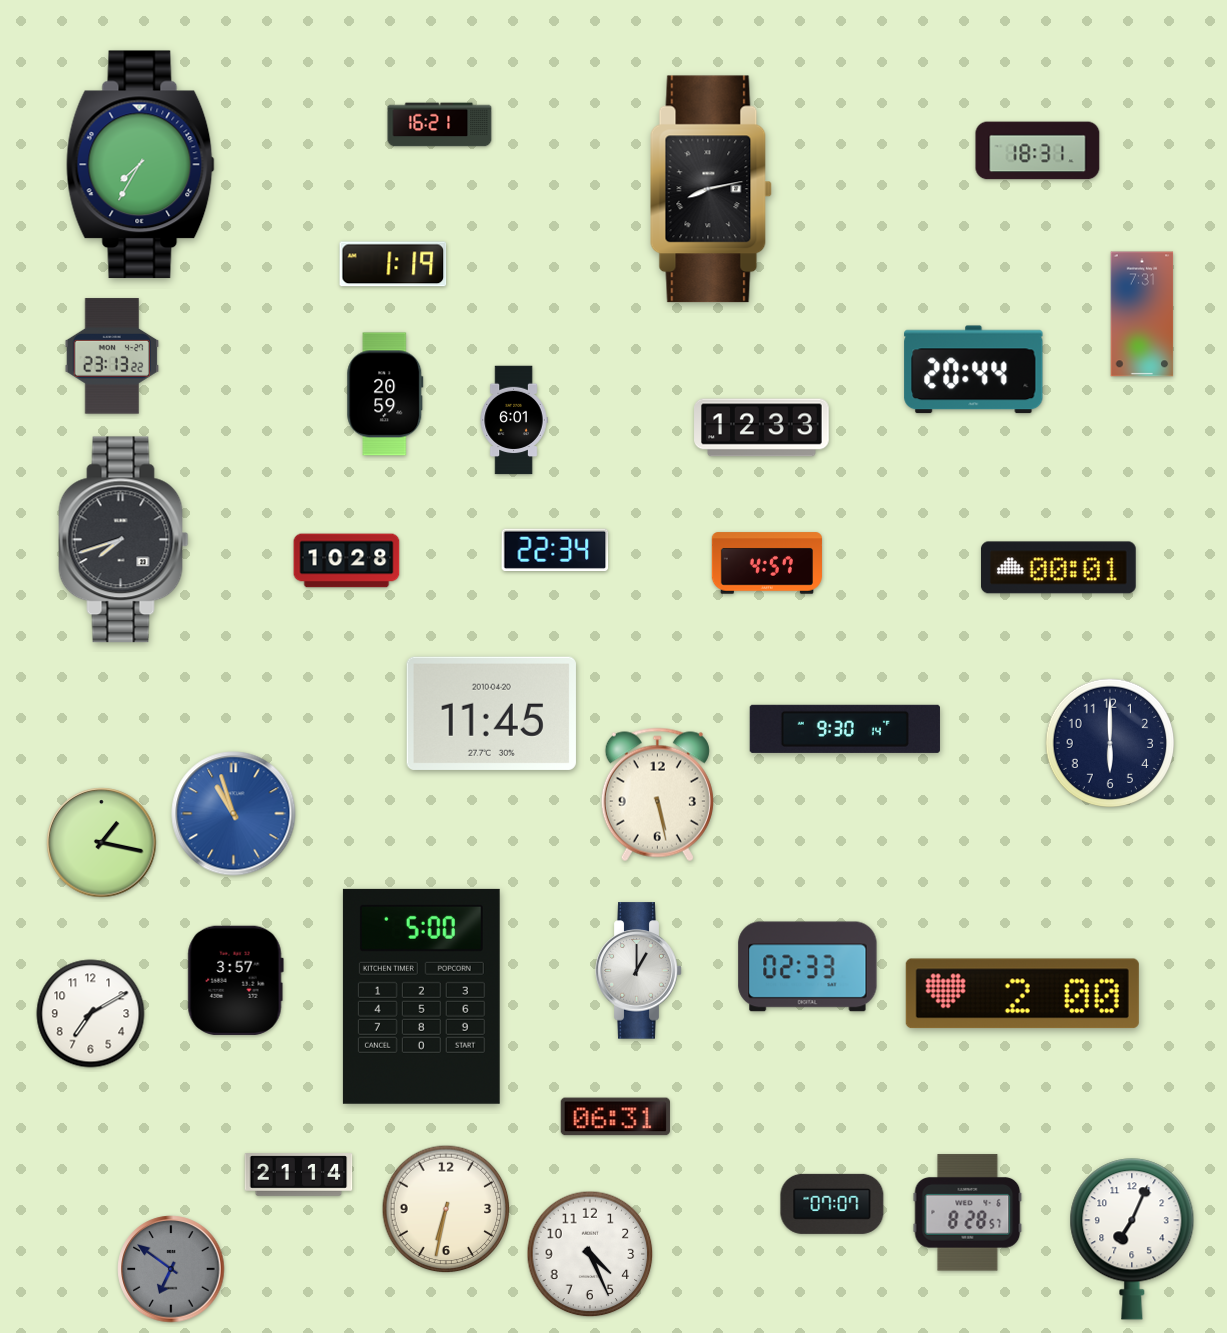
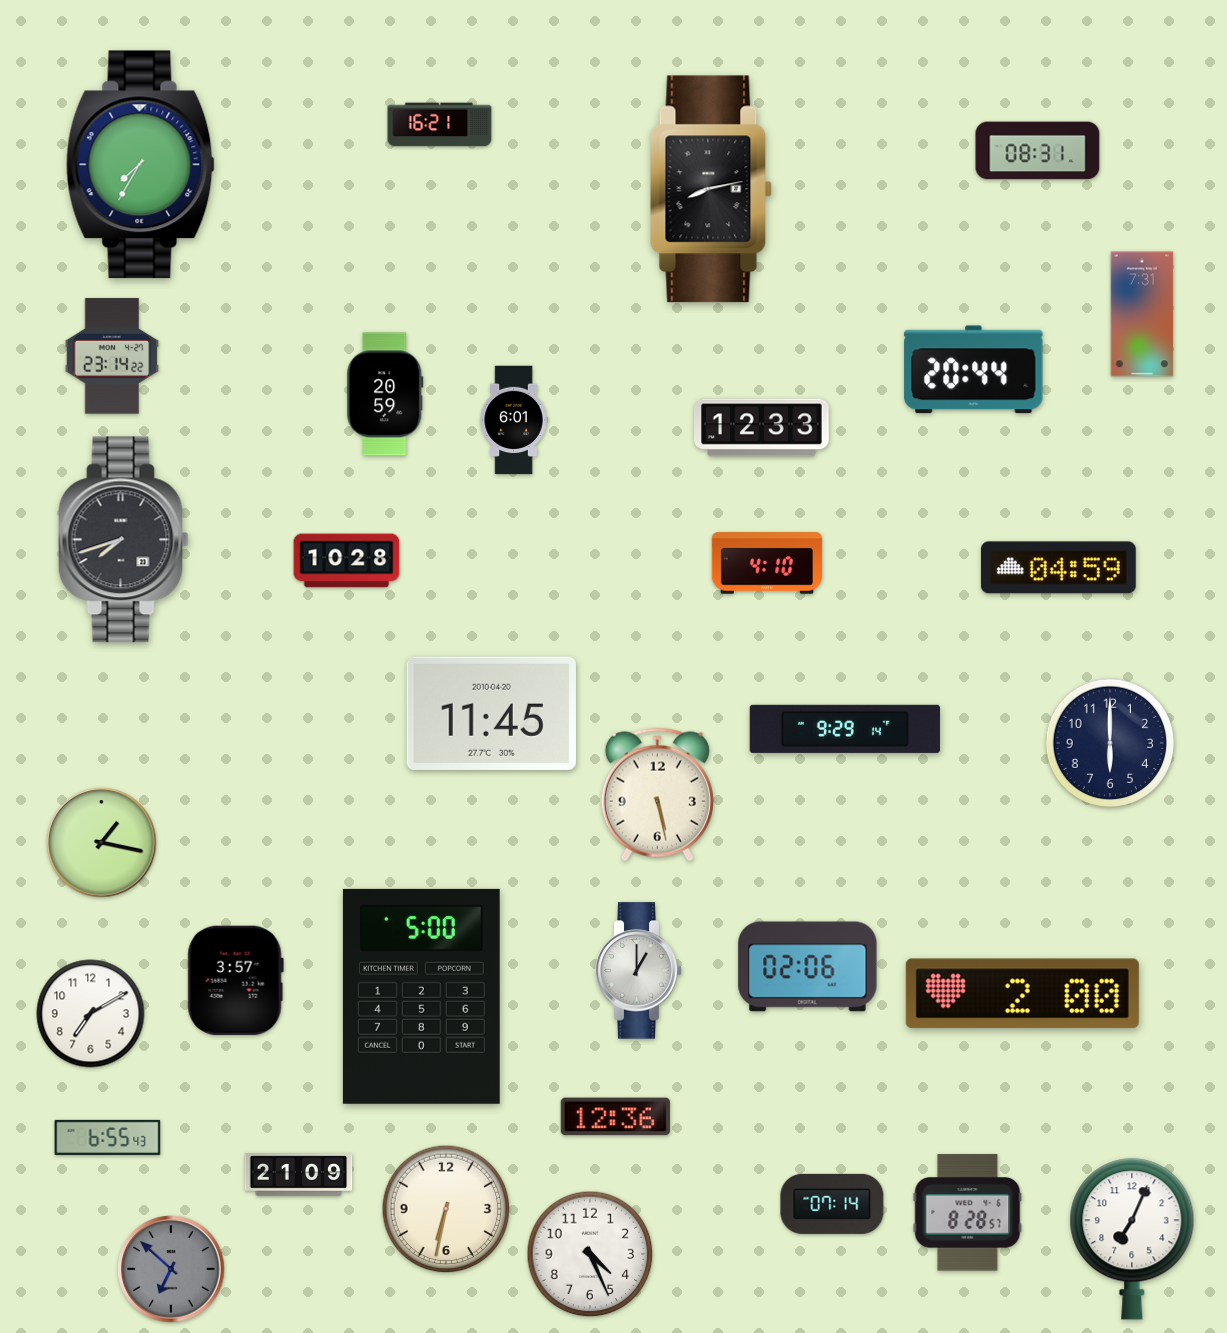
clock at (1038, 151): 18:31 -> 08:31
clock at (393, 264): 1:19 -> none
clock at (112, 356): 23:13 -> 23:14
clock at (555, 549): 22:34 -> none
clock at (767, 563): 4:57 -> 4:10
clock at (1058, 568): 00:01 -> 04:59
clock at (845, 729): 9:30 -> 9:29
clock at (234, 814): 10:57 -> none
clock at (808, 967): 02:33 -> 02:06
clock at (615, 1117): 06:31 -> 12:36
clock at (108, 1137): none -> 6:55
clock at (299, 1175): 21:14 -> 21:09
clock at (832, 1204): 07:07 -> 07:14
clock at (171, 1269): 6:51 -> 6:52
